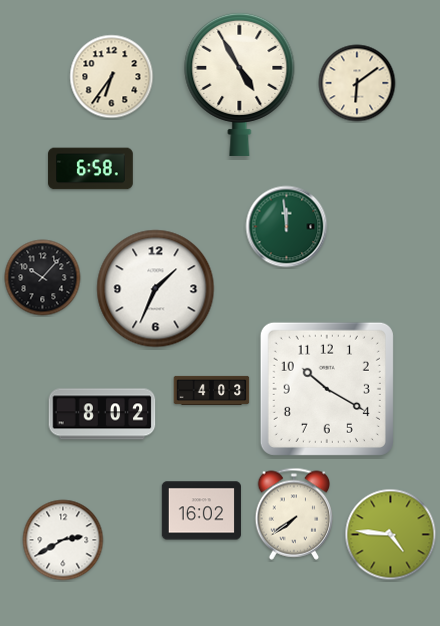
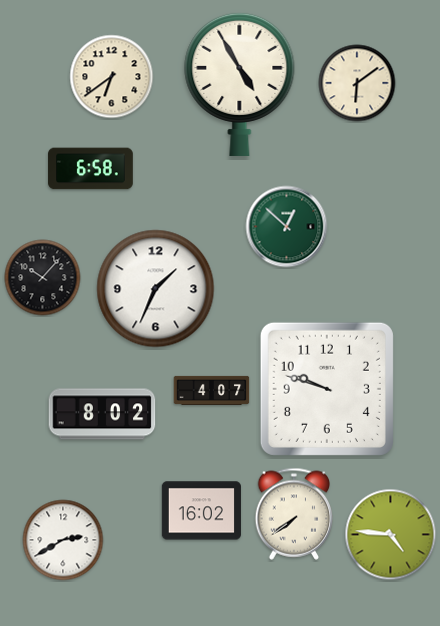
clock at (112, 77): 6:36 -> 6:39
clock at (287, 227): 11:59 -> 12:52
clock at (327, 389): 10:20 -> 9:48
clock at (212, 390): 4:03 -> 4:07
